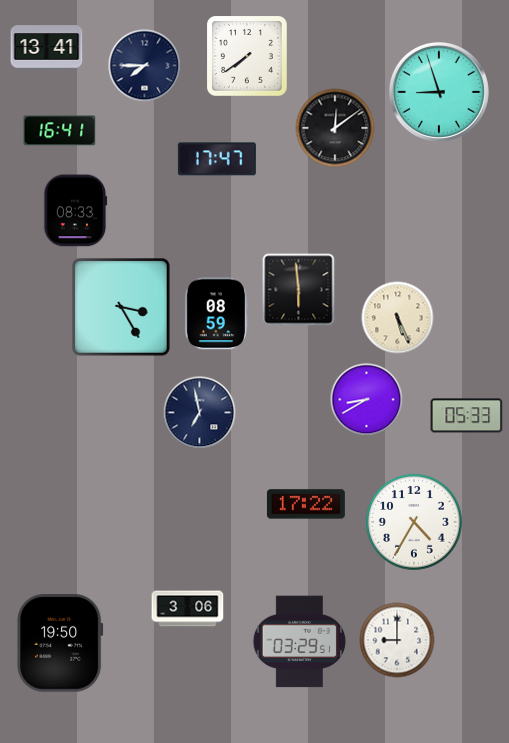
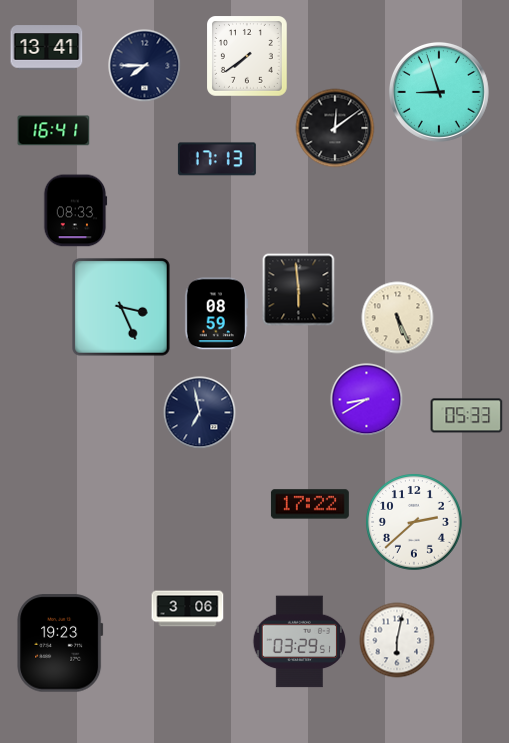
clock at (60, 131) position: (60, 131) -> (54, 131)
clock at (217, 159): 17:47 -> 17:13
clock at (122, 308): 3:25 -> 3:26
clock at (306, 504) position: (306, 504) -> (310, 504)
clock at (415, 523): 4:35 -> 2:38
clock at (397, 640): 9:00 -> 6:02
clock at (60, 643): 19:50 -> 19:23
